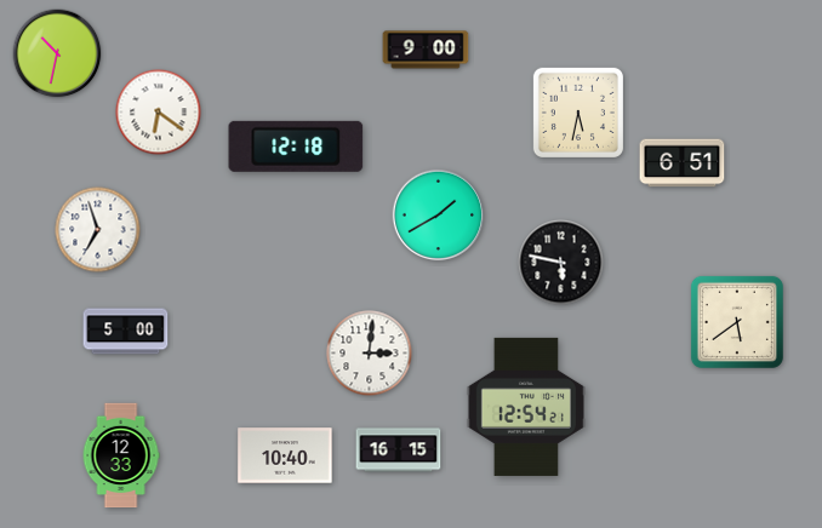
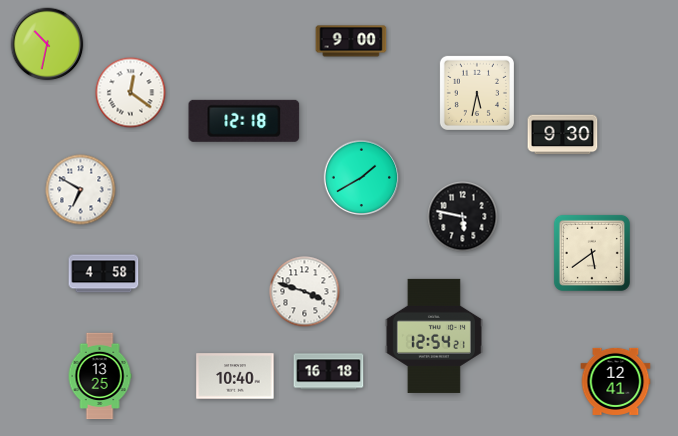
clock at (159, 113): 6:21 -> 12:21
clock at (683, 163): 6:51 -> 9:30
clock at (98, 230): 6:57 -> 6:50
clock at (737, 322) position: (737, 322) -> (592, 253)
clock at (126, 332): 5:00 -> 4:58
clock at (370, 354): 3:01 -> 3:48
clock at (399, 450): 16:15 -> 16:18
clock at (121, 455): 12:33 -> 13:25
clock at (616, 381): none -> 12:41
